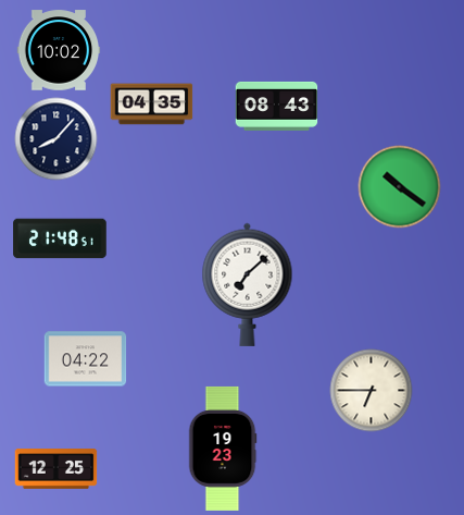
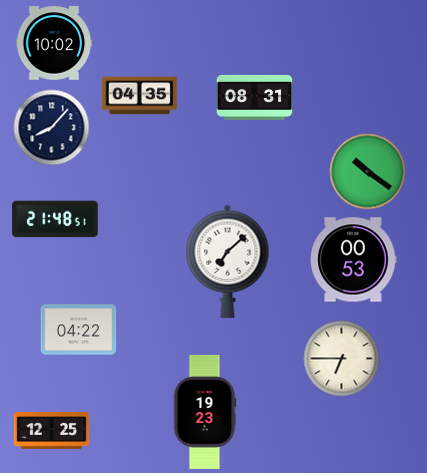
clock at (59, 50) position: (59, 50) -> (54, 43)
clock at (277, 106): 08:43 -> 08:31
clock at (354, 260): none -> 00:53
